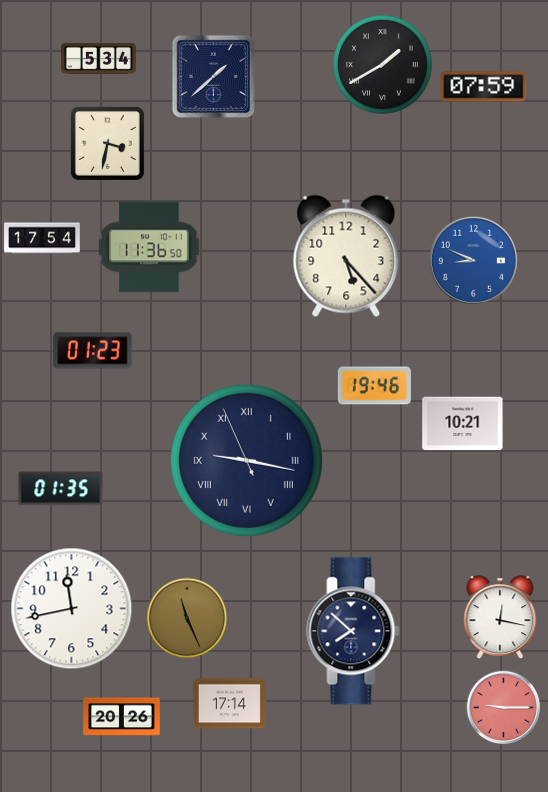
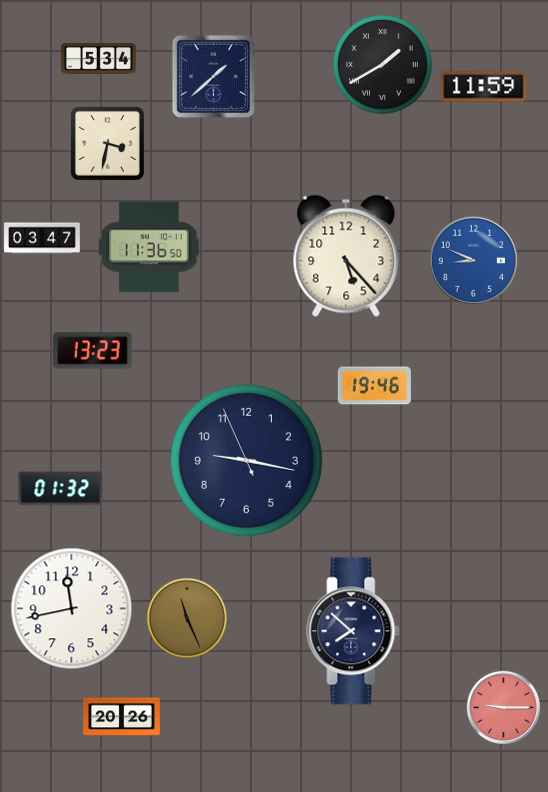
clock at (484, 87): 07:59 -> 11:59
clock at (42, 238): 17:54 -> 03:47
clock at (93, 351): 01:23 -> 13:23
clock at (463, 424): 10:21 -> none
clock at (246, 460) numerals: Roman -> Arabic
clock at (61, 489): 01:35 -> 01:32
clock at (500, 617): 12:17 -> none
clock at (229, 704): 17:14 -> none
